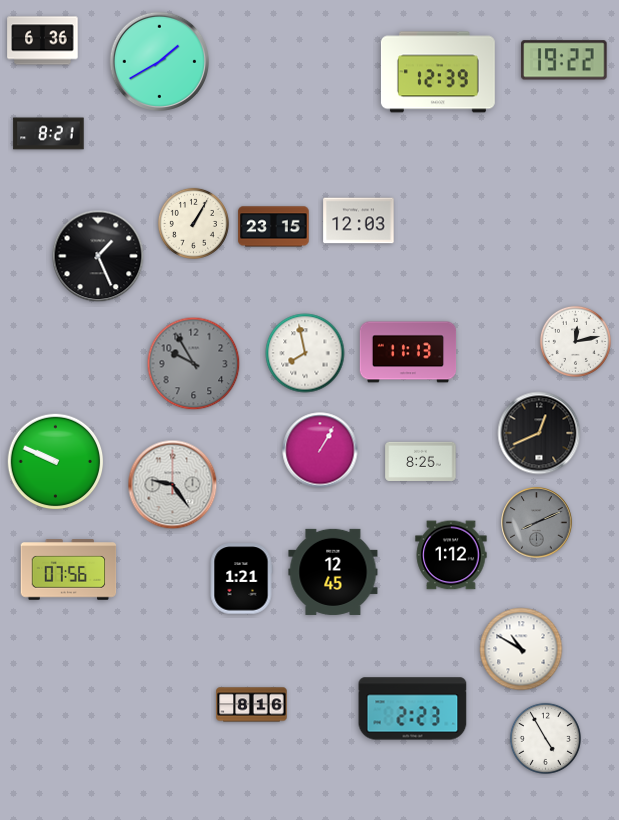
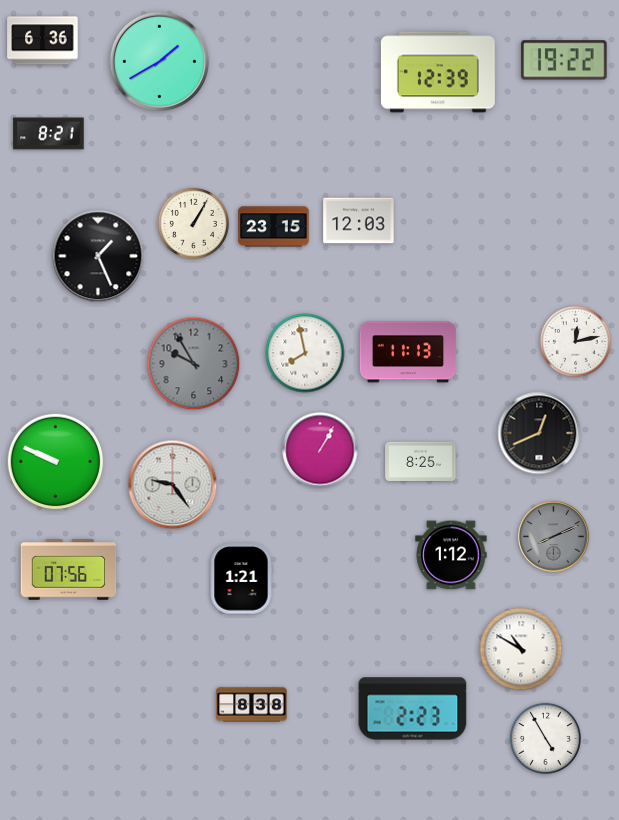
clock at (537, 523) position: (537, 523) -> (554, 537)
clock at (333, 572): 12:45 -> none
clock at (252, 705): 8:16 -> 8:38
